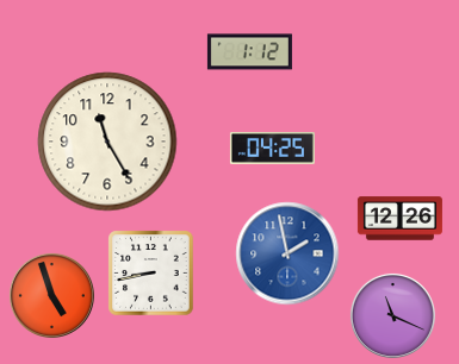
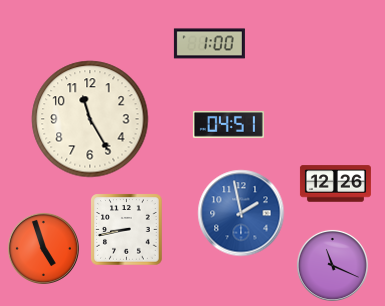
clock at (249, 52): 1:12 -> 1:00
clock at (272, 148): 04:25 -> 04:51
clock at (392, 315) position: (392, 315) -> (332, 265)
